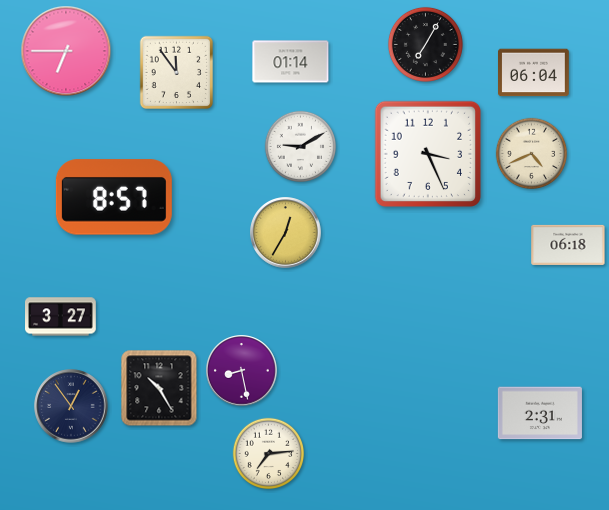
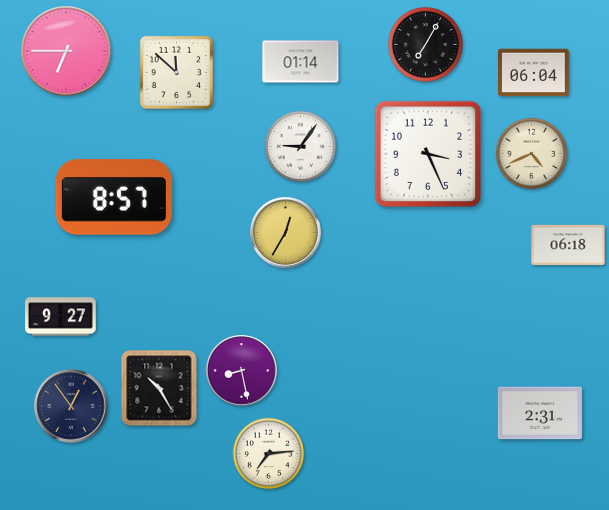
clock at (291, 62) position: (291, 62) -> (301, 62)
clock at (176, 72): 11:54 -> 11:52
clock at (301, 147): 9:10 -> 9:06
clock at (61, 317): 3:27 -> 9:27
